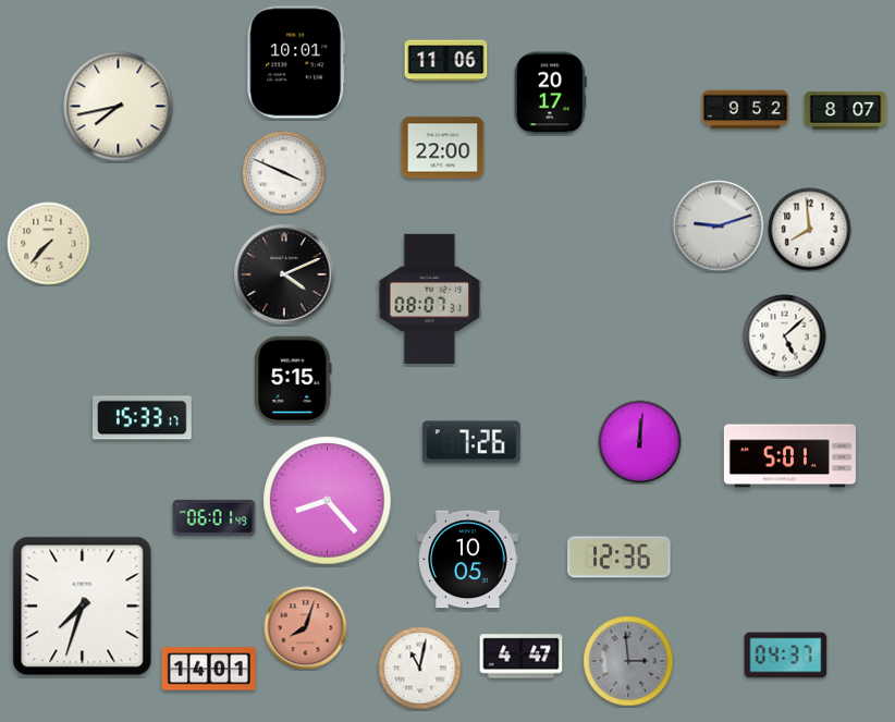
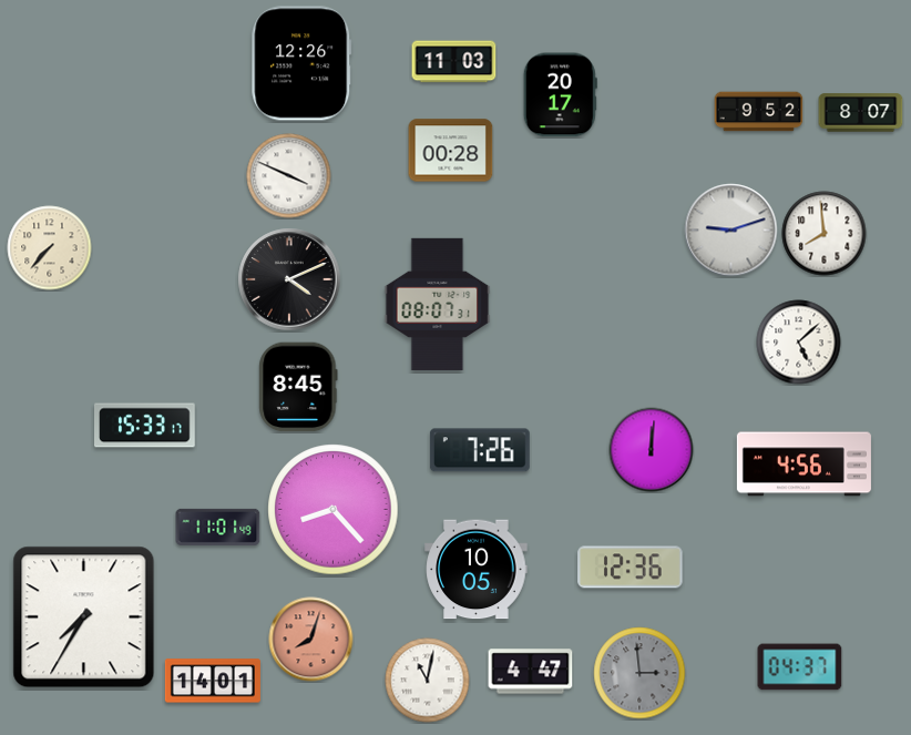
clock at (446, 61): 11:06 -> 11:03
clock at (296, 62): 10:01 -> 12:26
clock at (119, 107): 7:43 -> none
clock at (443, 148): 22:00 -> 00:28
clock at (293, 380): 5:15 -> 8:45
clock at (789, 456): 5:01 -> 4:56
clock at (214, 517): 06:01 -> 11:01
clock at (83, 607): 7:33 -> 7:35
clock at (522, 657) position: (522, 657) -> (531, 672)
